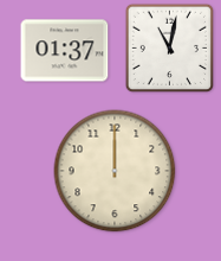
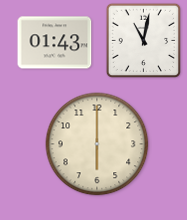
clock at (65, 51): 01:37 -> 01:43
clock at (115, 171): 12:00 -> 6:00
